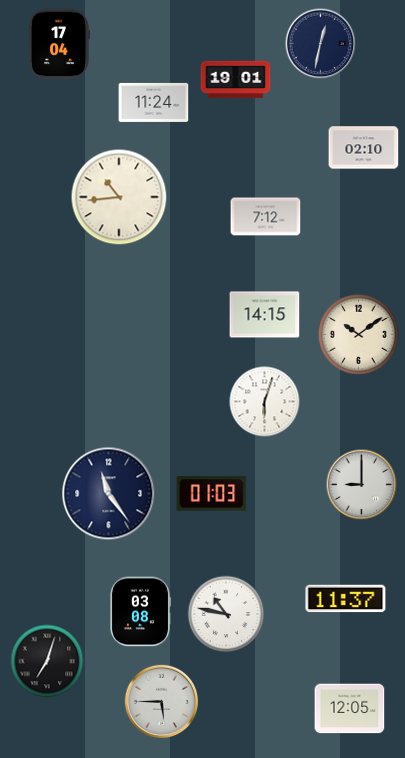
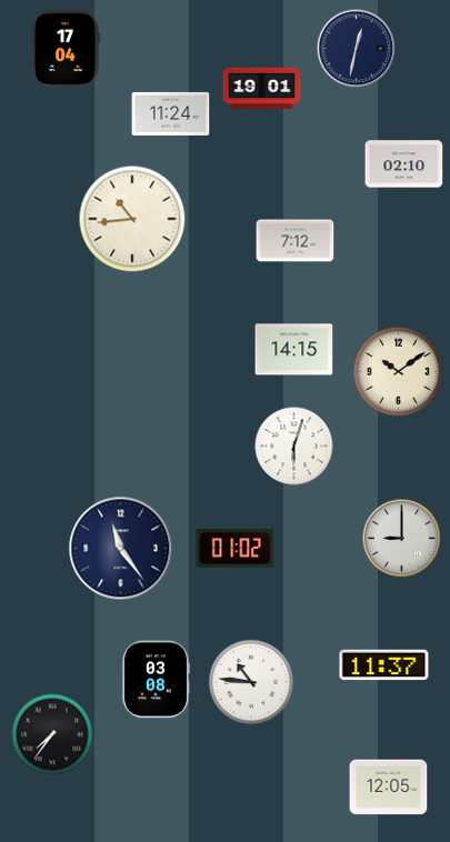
clock at (212, 494): 01:03 -> 01:02
clock at (226, 614): 10:47 -> 10:46
clock at (47, 661): 7:03 -> 7:36
clock at (162, 702): 5:45 -> none
